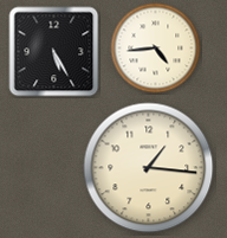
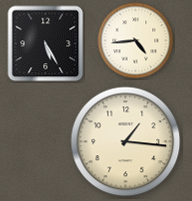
clock at (156, 49) position: (156, 49) -> (136, 41)
